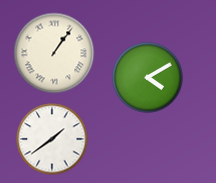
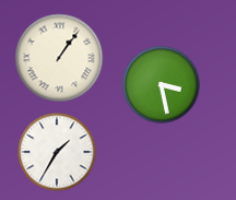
clock at (148, 78): 4:10 -> 3:28
clock at (52, 139): 1:39 -> 1:35
